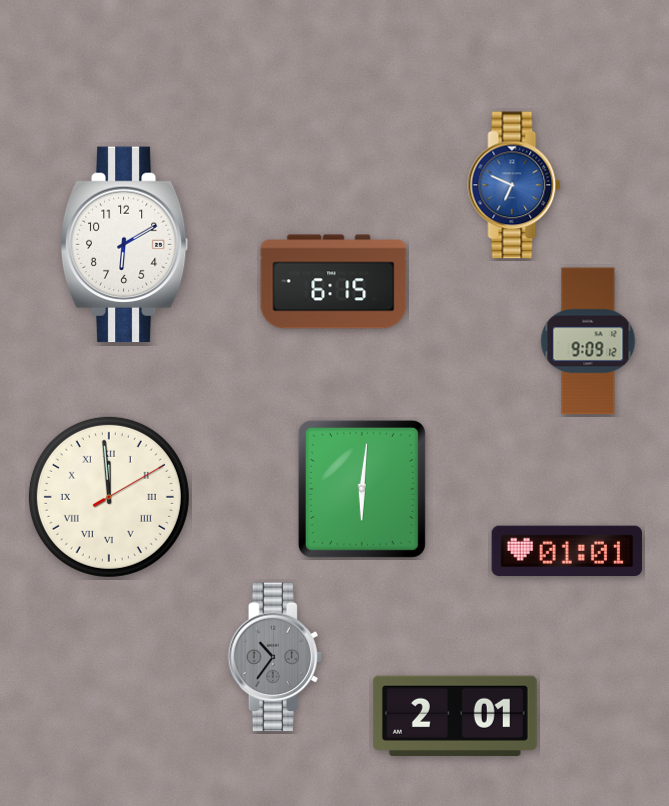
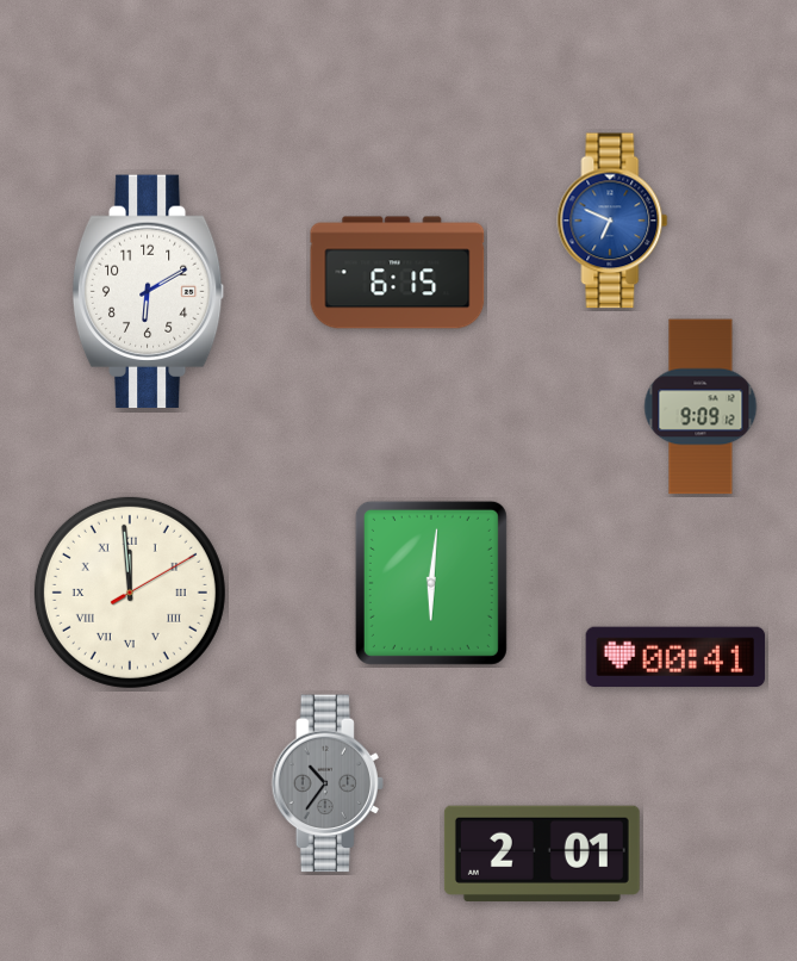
clock at (334, 282) position: (334, 282) -> (398, 273)
clock at (567, 551): 01:01 -> 00:41
